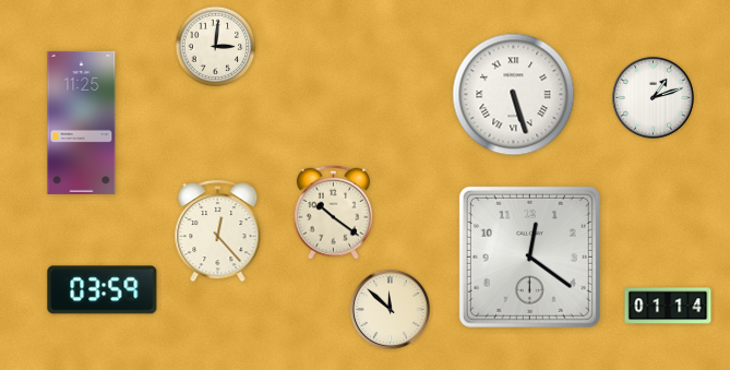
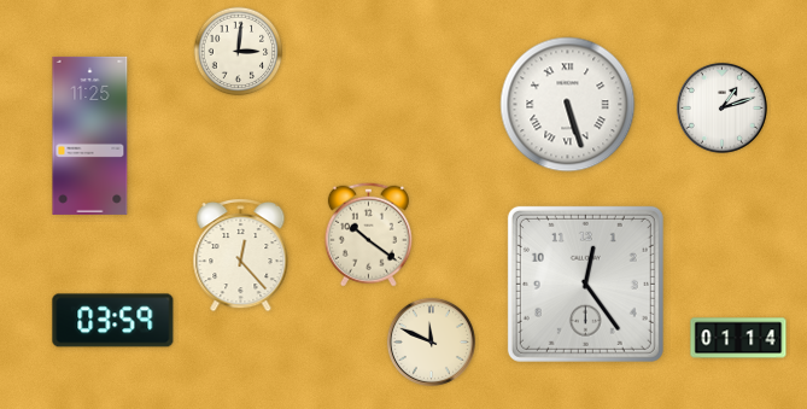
clock at (529, 256): 12:21 -> 12:24
clock at (390, 309): 11:52 -> 11:49
